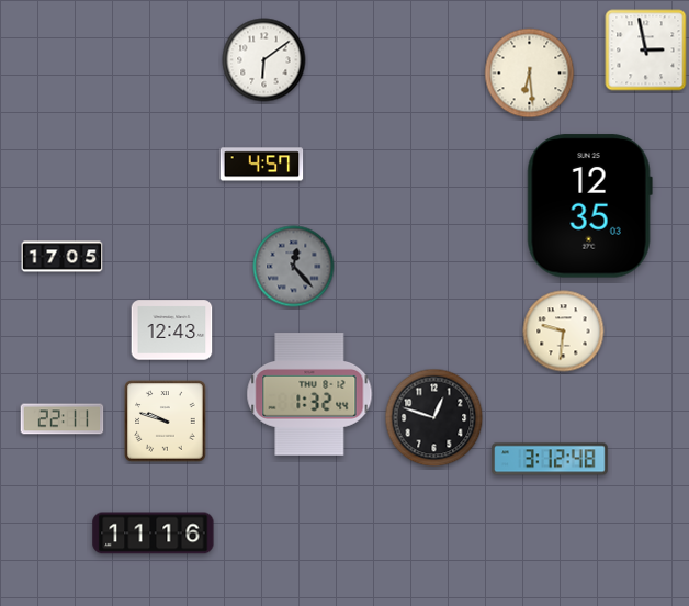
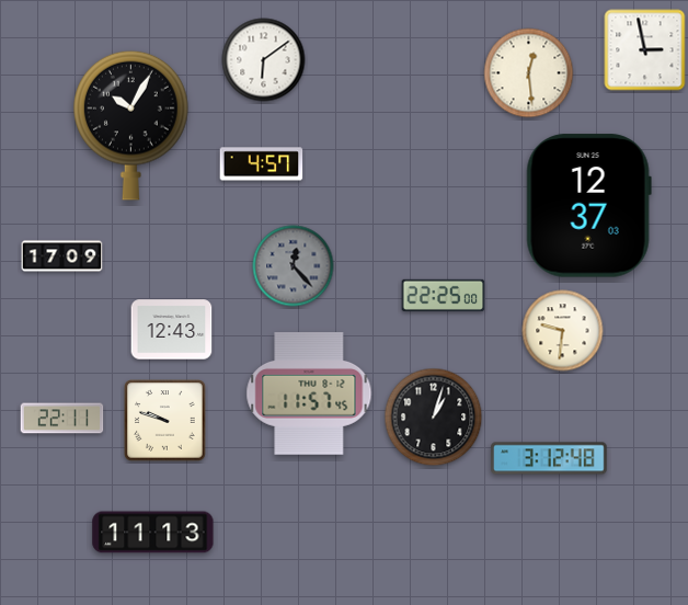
clock at (530, 74): 6:29 -> 12:29
clock at (131, 125): none -> 10:05
clock at (589, 206): 12:35 -> 12:37
clock at (63, 257): 17:05 -> 17:09
clock at (444, 295): none -> 22:25
clock at (309, 394): 1:32 -> 11:57
clock at (434, 418): 12:48 -> 1:03
clock at (154, 534): 11:16 -> 11:13
